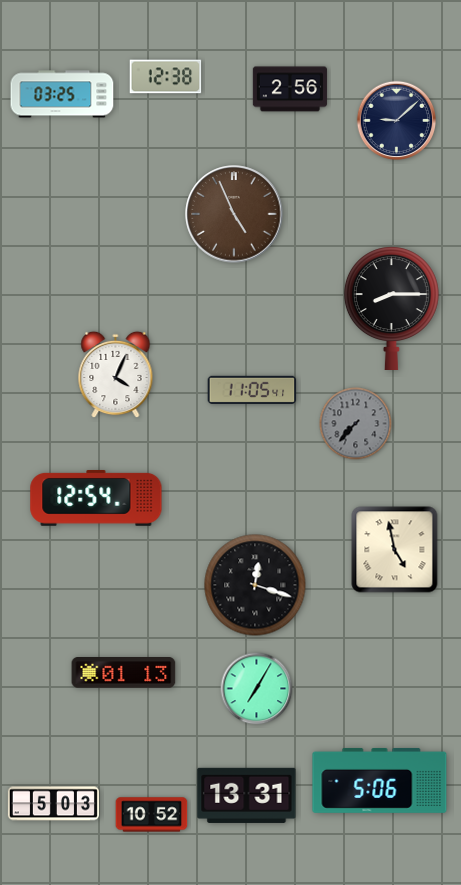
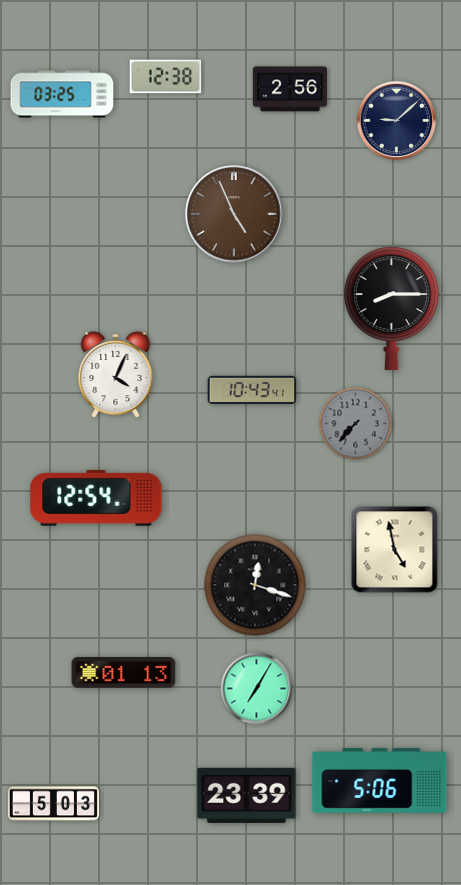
clock at (252, 390): 11:05 -> 10:43
clock at (247, 795): 13:31 -> 23:39
clock at (152, 815): 10:52 -> none
